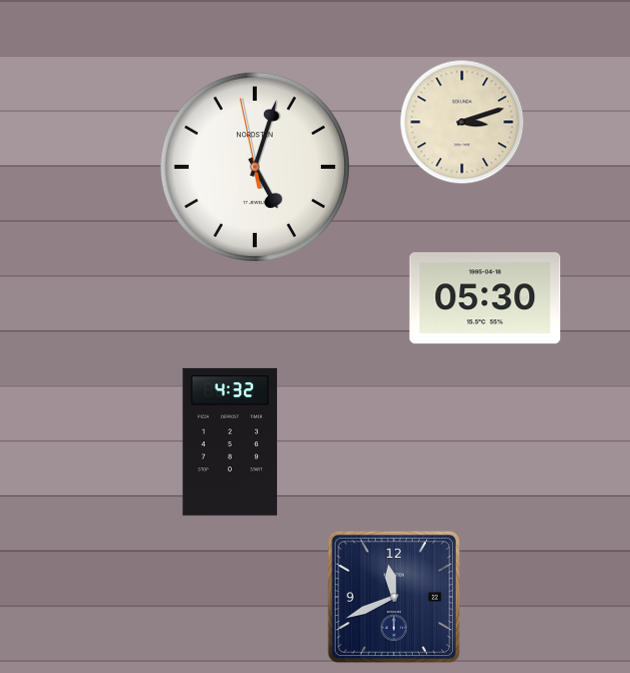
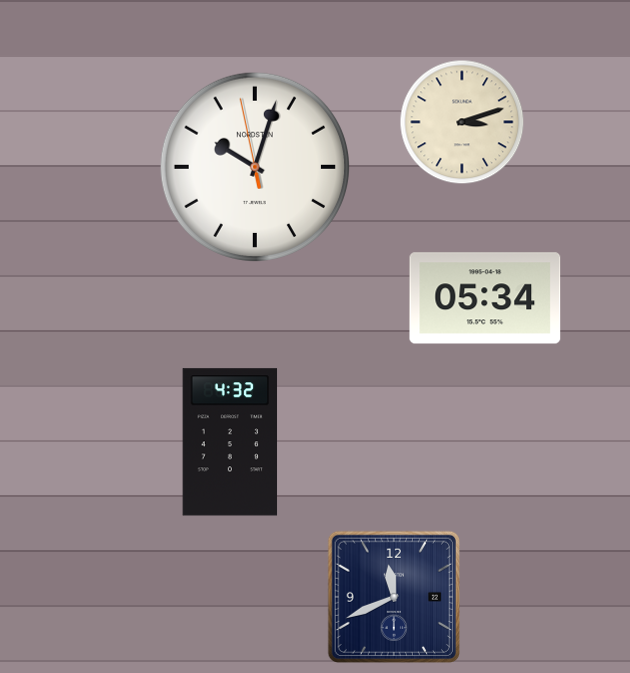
clock at (254, 166): 5:02 -> 10:02
clock at (485, 298): 05:30 -> 05:34
